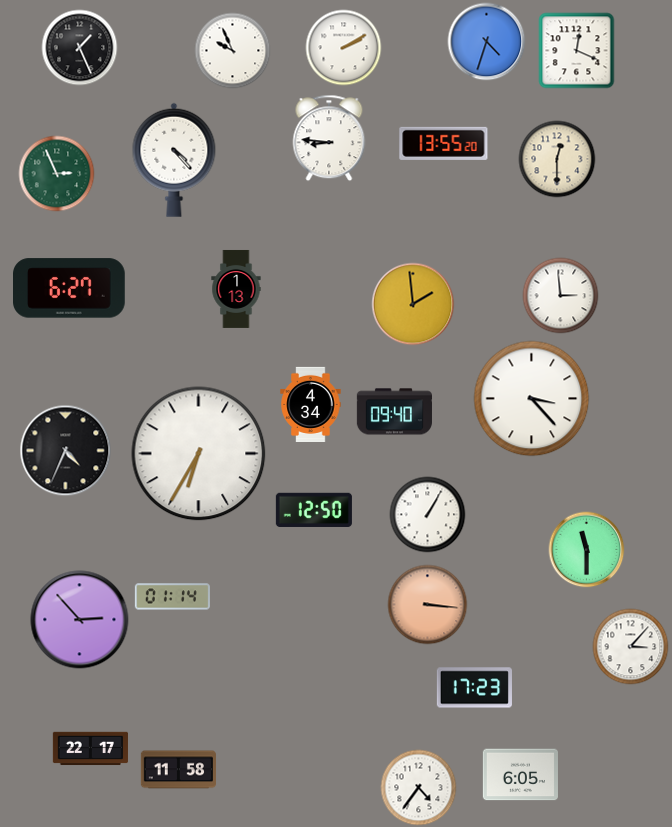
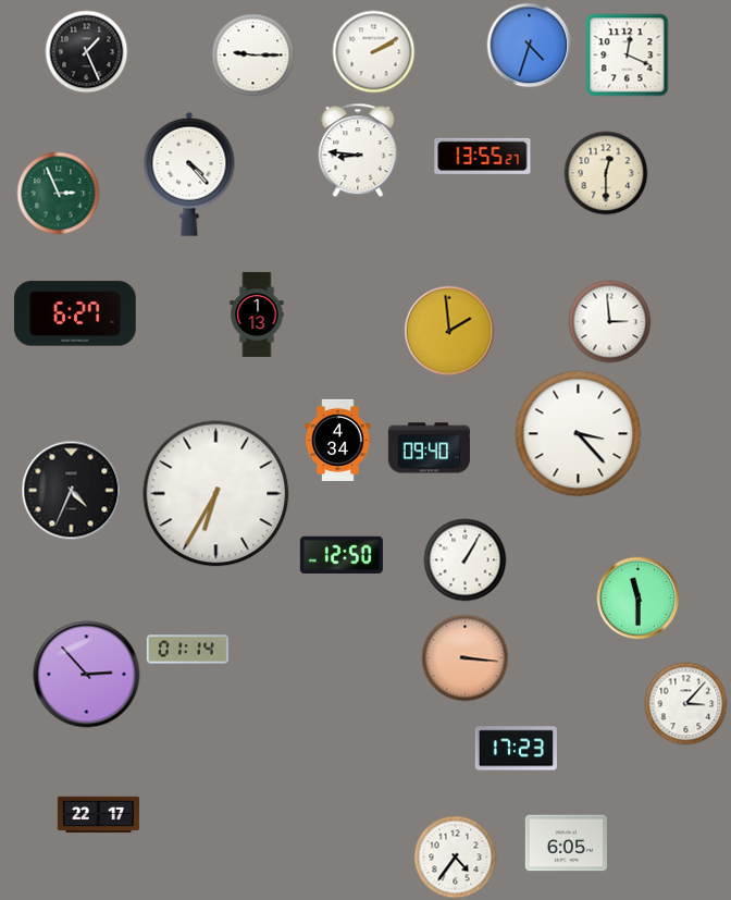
clock at (233, 51): 9:56 -> 9:15
clock at (444, 143): 13:55:20 -> 13:55:27
clock at (57, 174) position: (57, 174) -> (59, 194)
clock at (178, 770): 11:58 -> none
